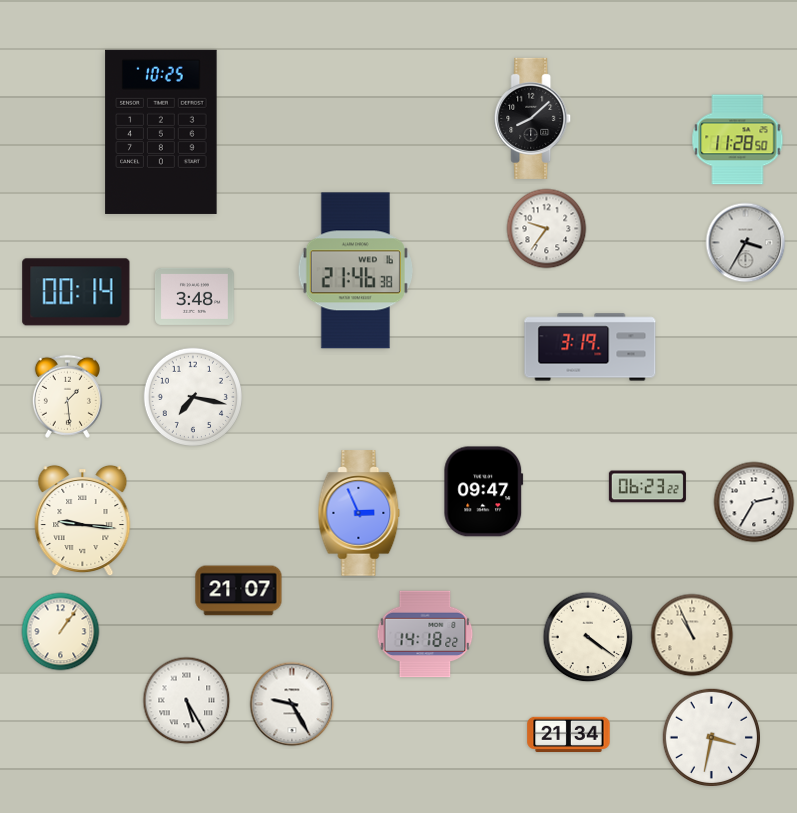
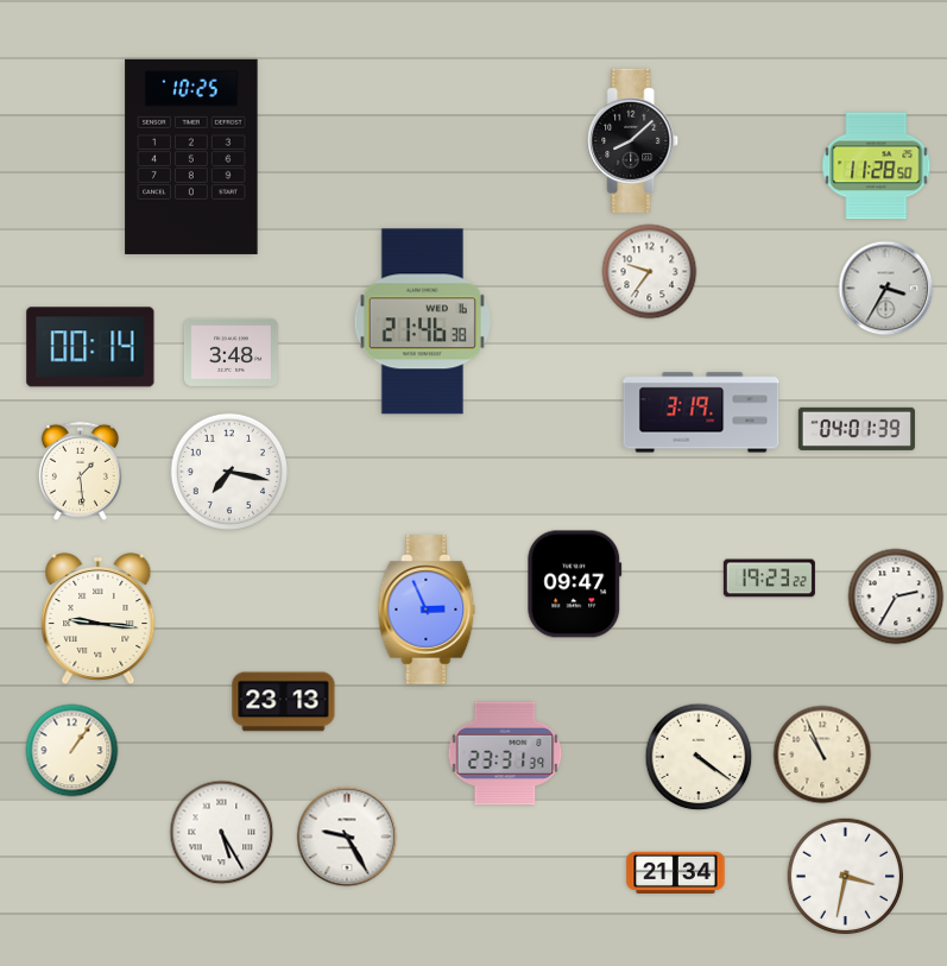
clock at (857, 429): none -> 04:01
clock at (647, 487): 06:23 -> 19:23
clock at (239, 591): 21:07 -> 23:13
clock at (425, 634): 14:18 -> 23:31
